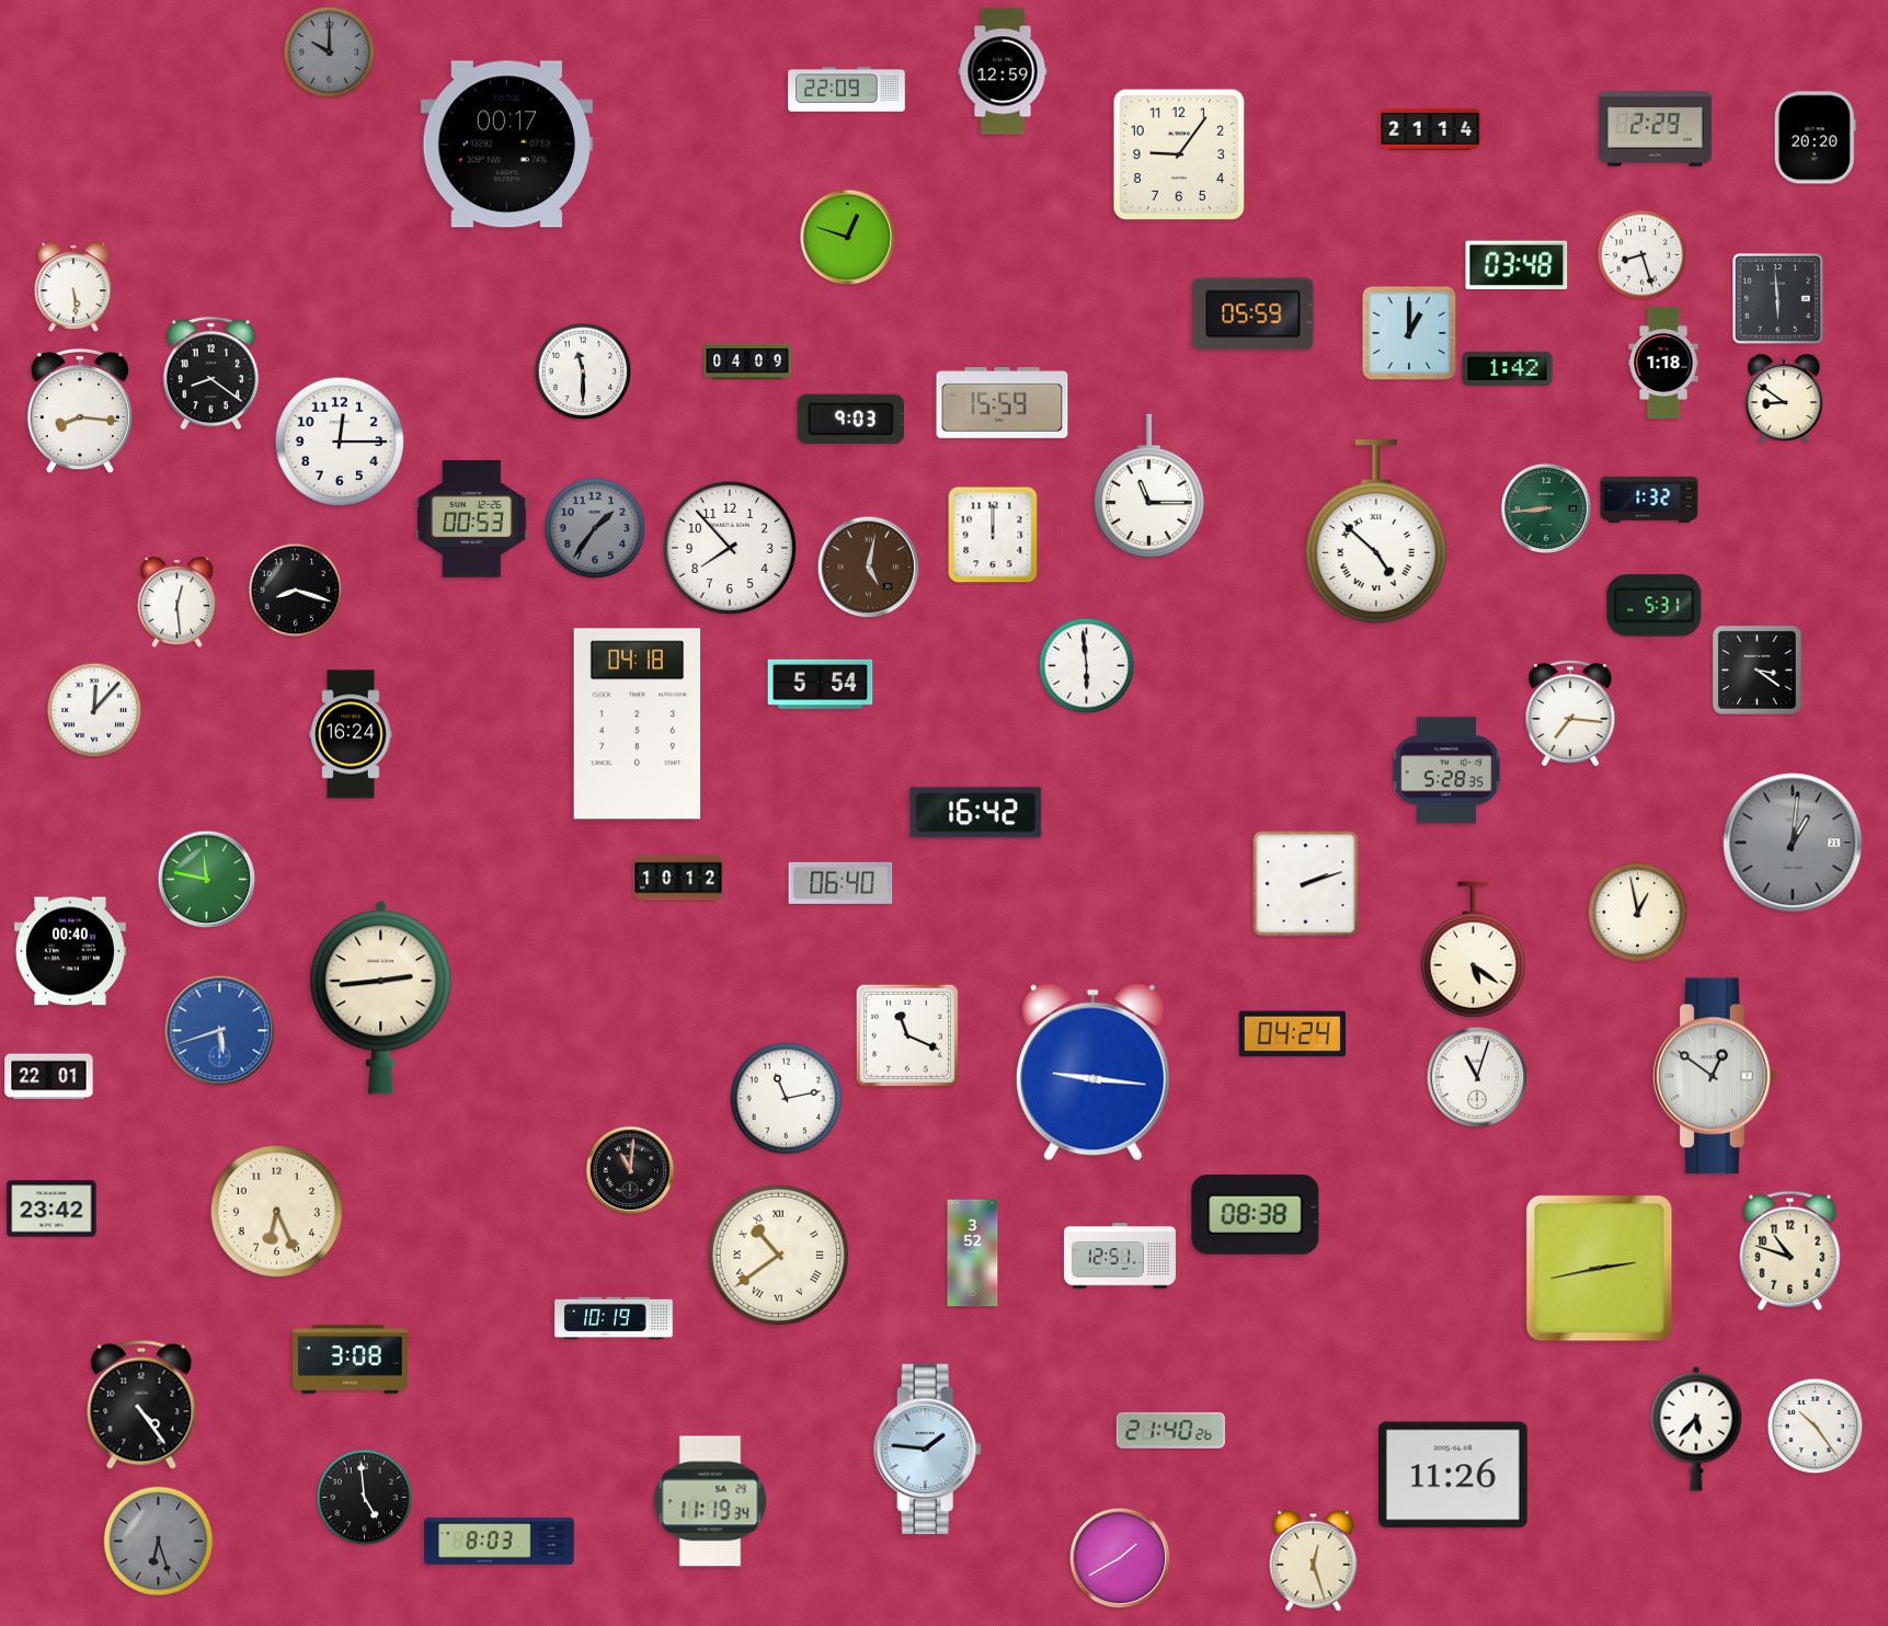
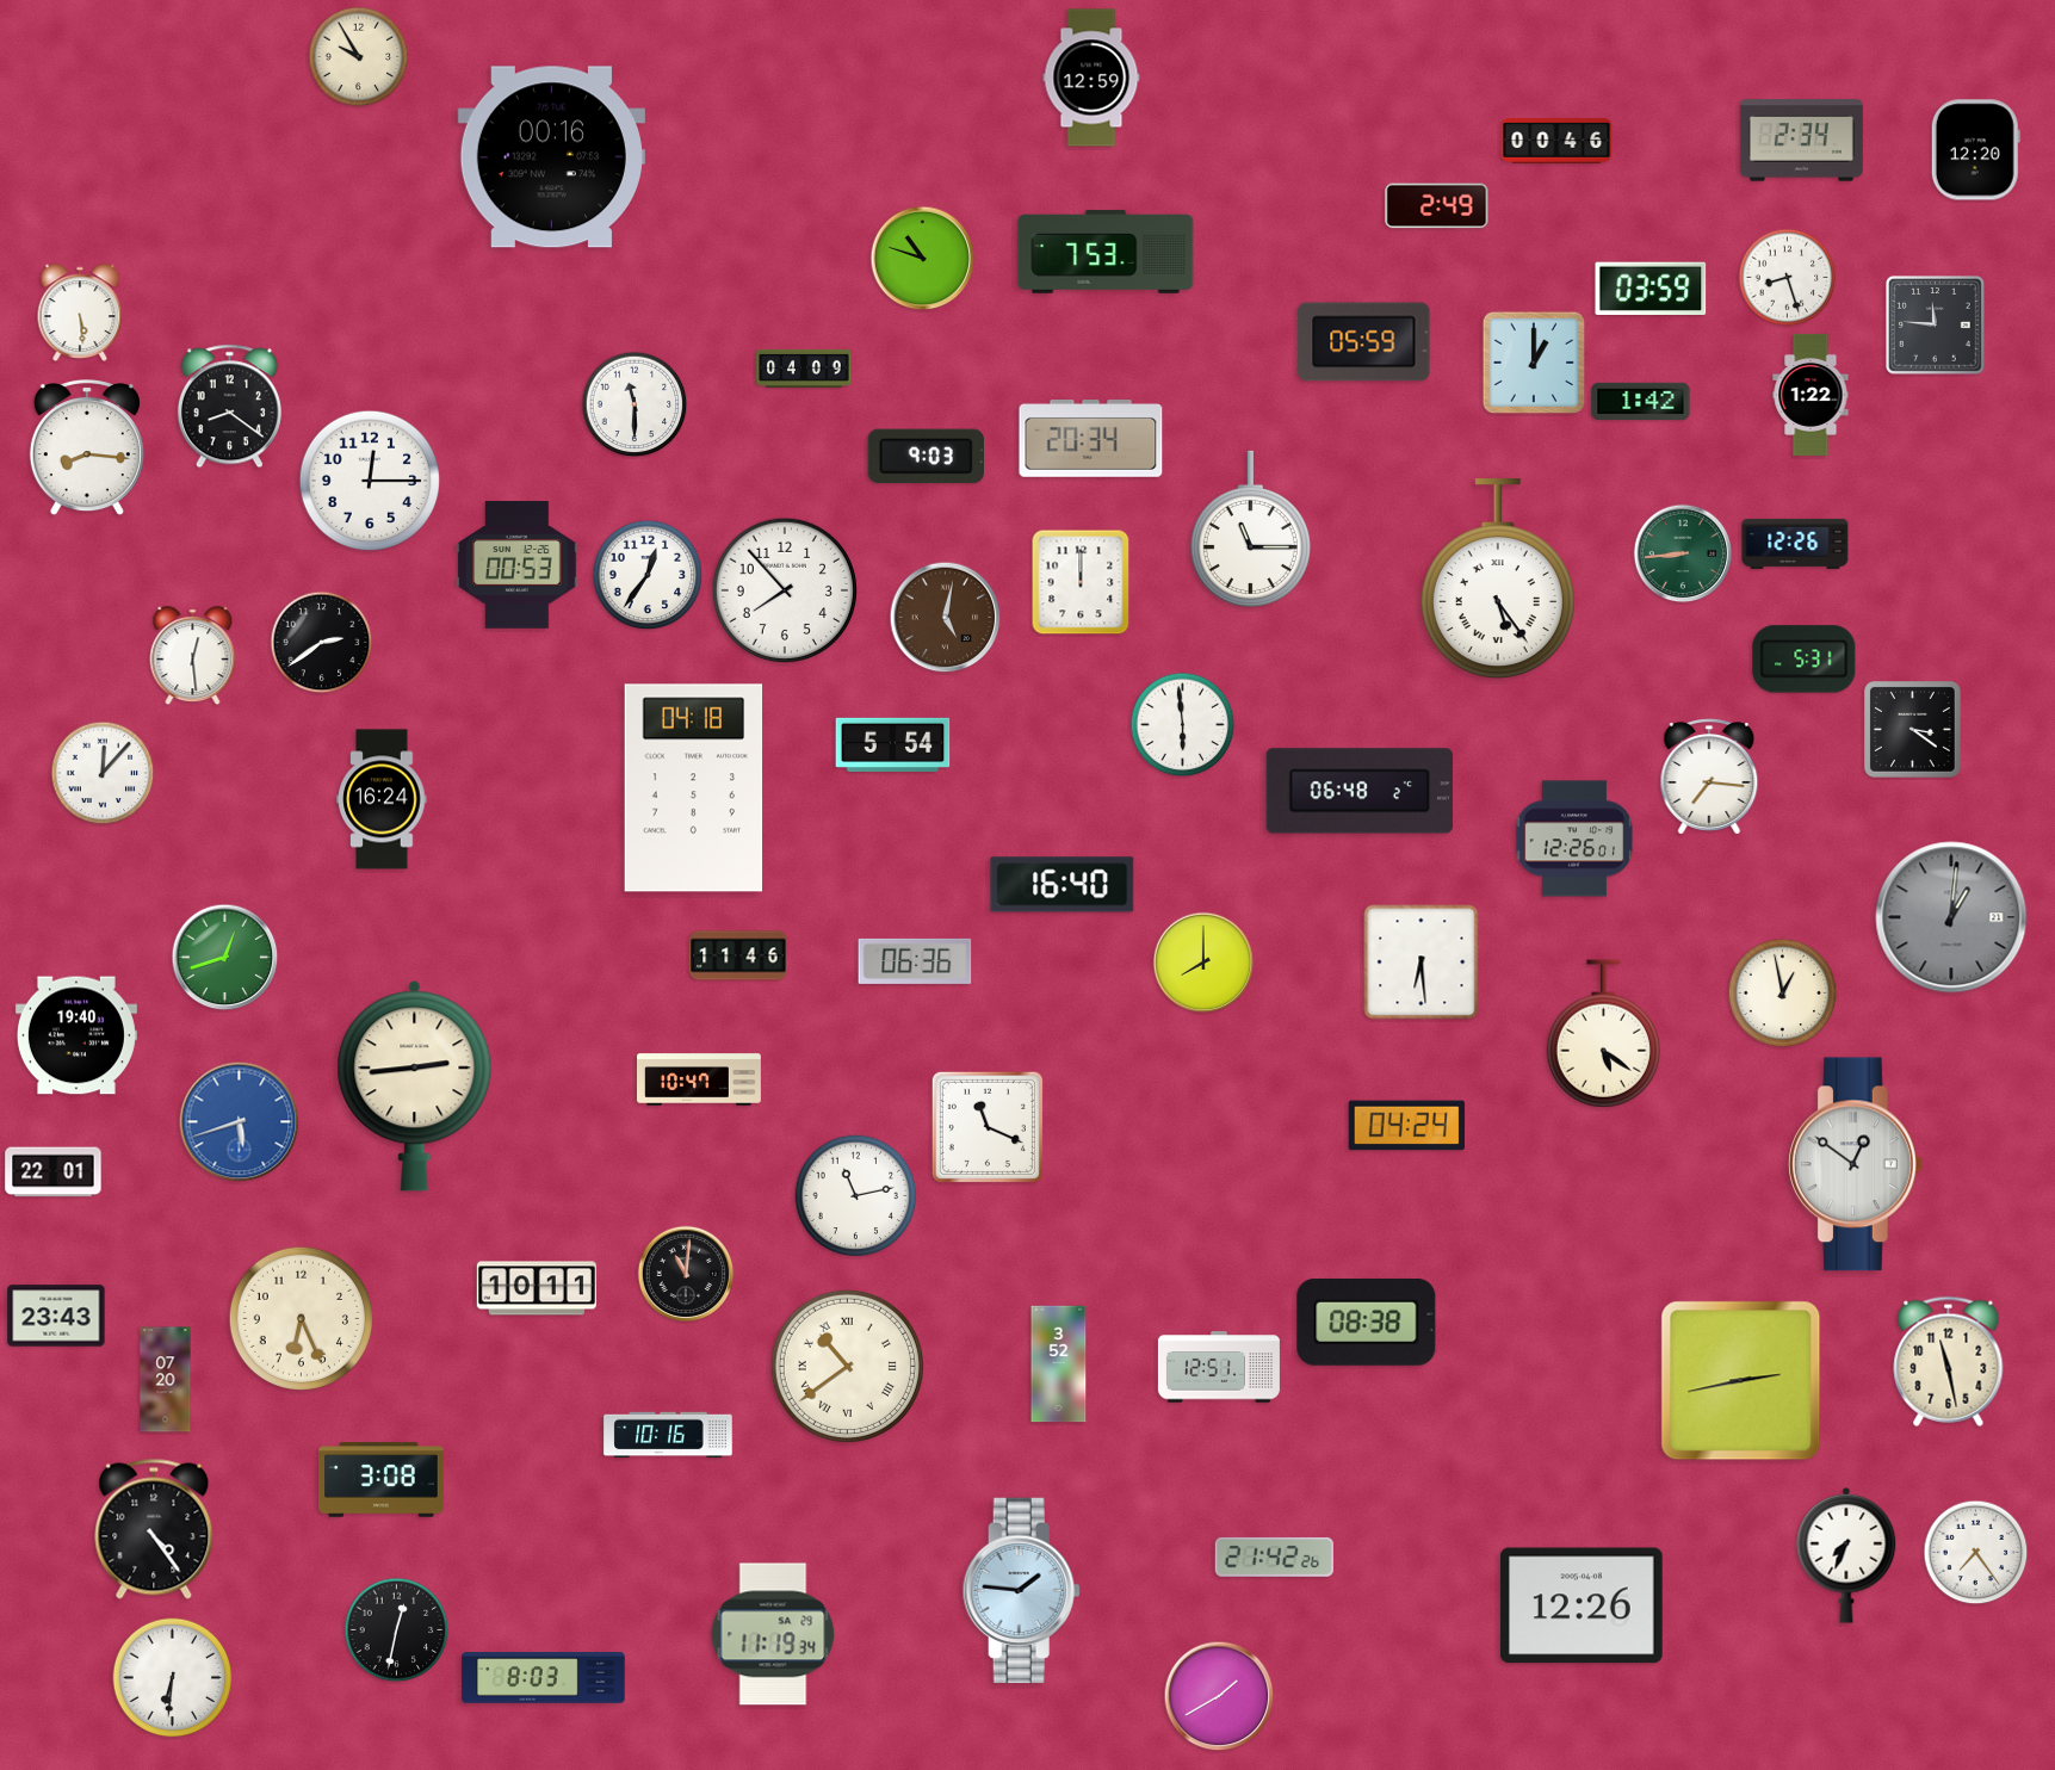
clock at (330, 53): 10:00 -> 9:55
clock at (330, 53) dial: grey -> cream
clock at (847, 90): 22:09 -> none
clock at (1430, 129): 21:14 -> 00:46
clock at (1655, 129): 2:29 -> 2:34
clock at (1815, 138): 20:20 -> 12:20
clock at (506, 145): 00:17 -> 00:16
clock at (1179, 154): 9:06 -> none
clock at (1437, 206): none -> 2:49
clock at (1106, 252): none -> 7:53
clock at (848, 238): 12:48 -> 10:48
clock at (1517, 264): 03:48 -> 03:59
clock at (1778, 299): 5:59 -> 11:46
clock at (747, 362) position: (747, 362) -> (804, 369)
clock at (1663, 363): 1:18 -> 1:22
clock at (1784, 398): 8:51 -> none
clock at (1003, 403): 15:59 -> 20:34
clock at (1649, 500): 1:32 -> 12:26
clock at (472, 519) position: (472, 519) -> (518, 565)
clock at (595, 528): 1:36 -> 12:36
clock at (595, 528) dial: grey -> white
clock at (1376, 531): 4:52 -> 5:24
clock at (729, 547) position: (729, 547) -> (784, 589)
clock at (296, 591): 8:18 -> 2:39
clock at (1655, 606) position: (1655, 606) -> (1805, 660)
clock at (1360, 791): none -> 06:48
clock at (1446, 770): 5:28 -> 12:26
clock at (976, 813): 16:42 -> 16:40
clock at (678, 878): 10:12 -> 11:46
clock at (207, 880): 11:47 -> 12:42
clock at (840, 883): 06:40 -> 06:36
clock at (1203, 963): none -> 8:00
clock at (1306, 884): 2:12 -> 6:29
clock at (70, 951): 00:40 -> 19:40
clock at (700, 1079): none -> 10:47
clock at (1092, 1073): 9:16 -> none
clock at (1715, 1076) position: (1715, 1076) -> (1856, 1164)
clock at (1477, 1077): 11:03 -> none
clock at (537, 1288): none -> 10:11
clock at (52, 1209): 23:42 -> 23:43
clock at (1790, 1250): 10:48 -> 11:28
clock at (166, 1380): none -> 07:20
clock at (614, 1318): 10:19 -> 10:16
clock at (1816, 1427): 10:24 -> 7:24
clock at (1696, 1429): 5:37 -> 7:34
clock at (1170, 1430): 21:40 -> 21:42
clock at (927, 1450) position: (927, 1450) -> (1021, 1591)
clock at (1454, 1475): 11:26 -> 12:26
clock at (365, 1498): 4:59 -> 12:32
clock at (159, 1542): 6:27 -> 6:31
clock at (159, 1542) dial: grey -> white
clock at (1314, 1560): 12:27 -> none
